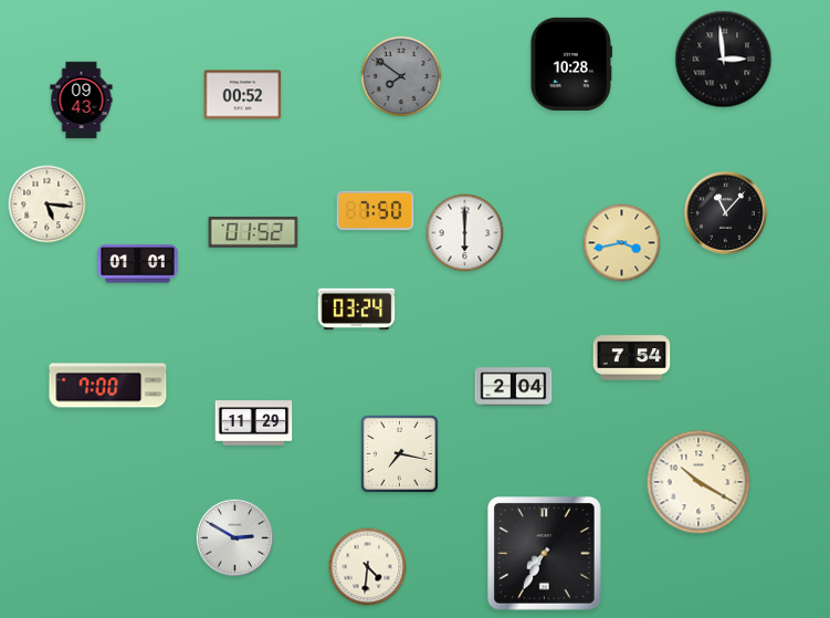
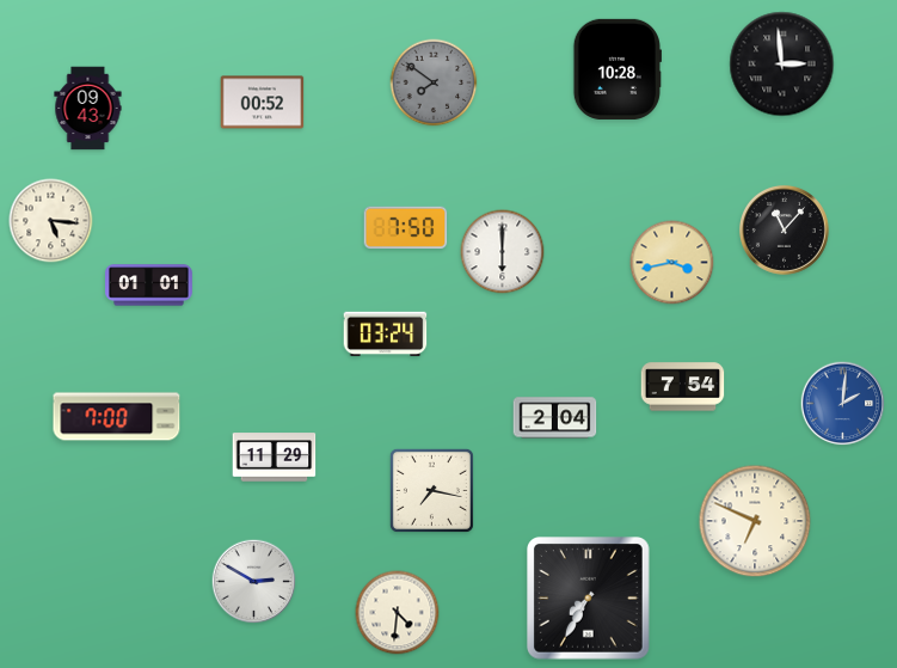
clock at (253, 233): 01:52 -> none
clock at (843, 404): none -> 2:01
clock at (698, 482): 10:20 -> 6:49
